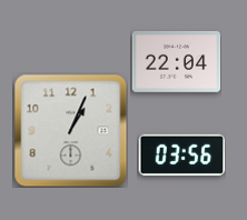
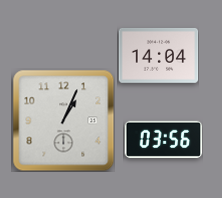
clock at (176, 62): 22:04 -> 14:04
clock at (70, 130) position: (70, 130) -> (63, 120)
